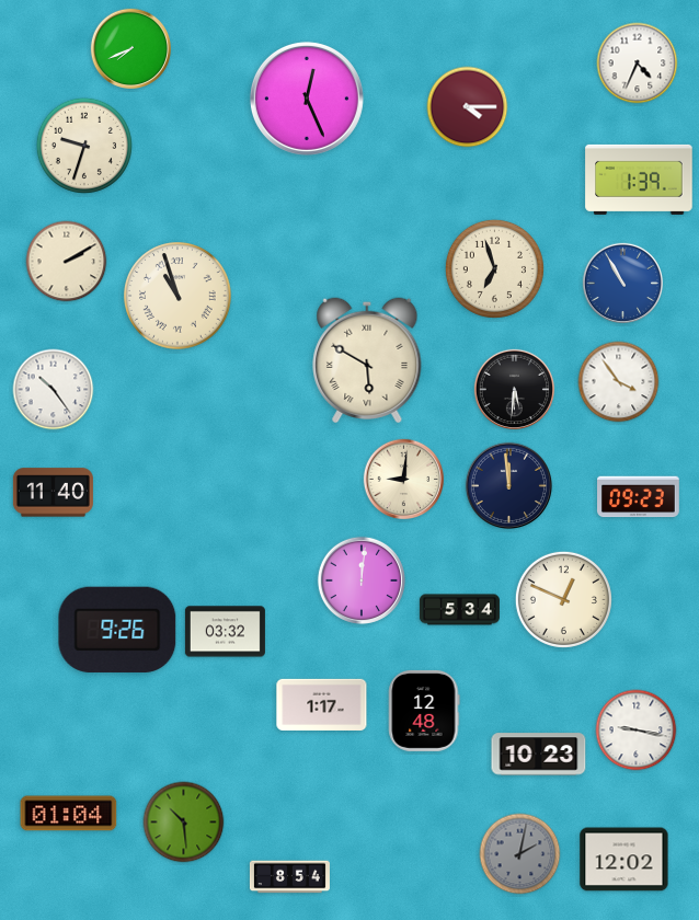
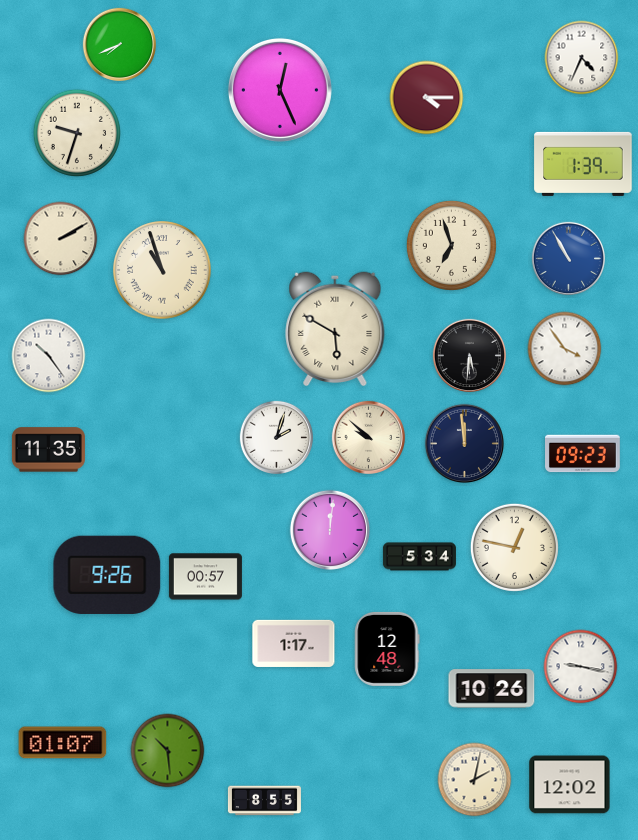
clock at (277, 438): none -> 2:03
clock at (404, 480): 9:01 -> 9:52
clock at (53, 493): 11:40 -> 11:35
clock at (563, 599): 12:49 -> 12:47
clock at (225, 632): 03:32 -> 00:57
clock at (539, 755): 10:23 -> 10:26
clock at (69, 814): 01:04 -> 01:07
clock at (520, 854) dial: grey -> cream
clock at (289, 877): 8:54 -> 8:55
